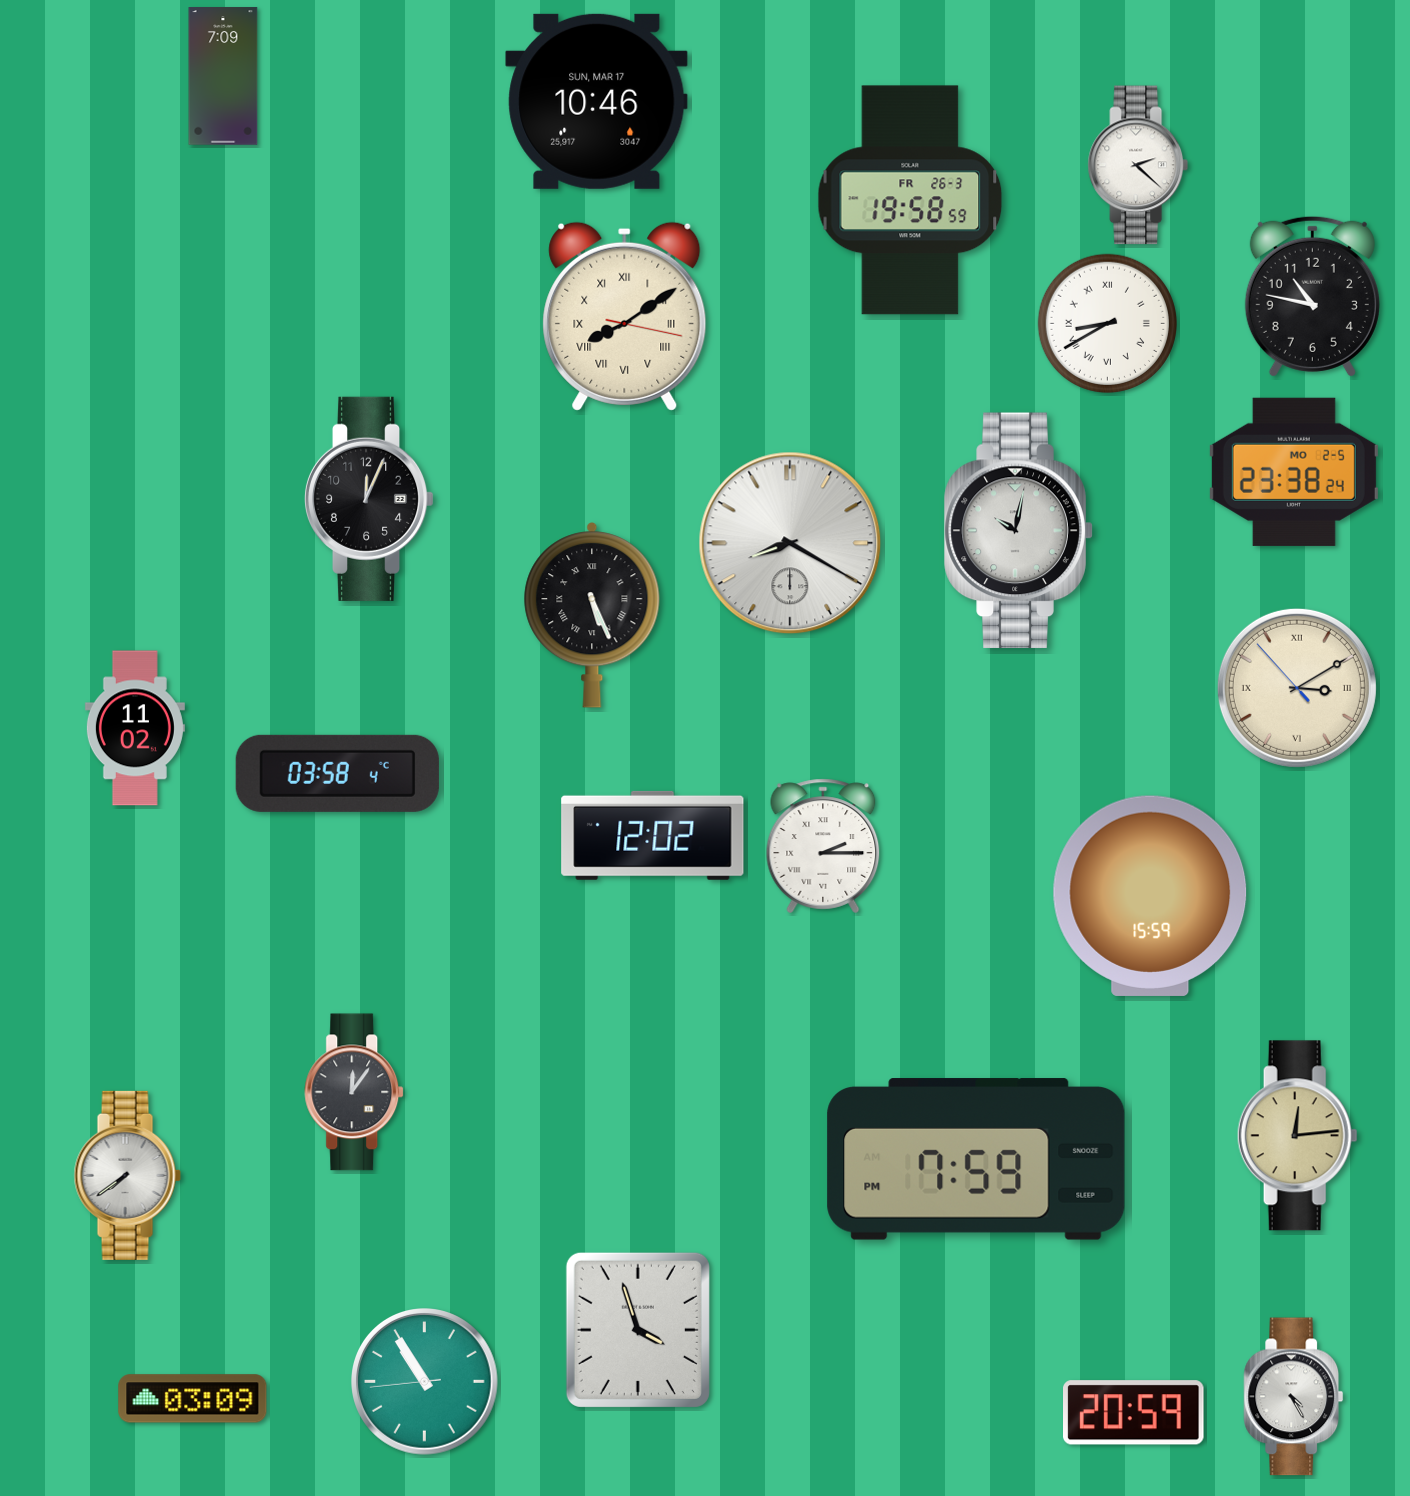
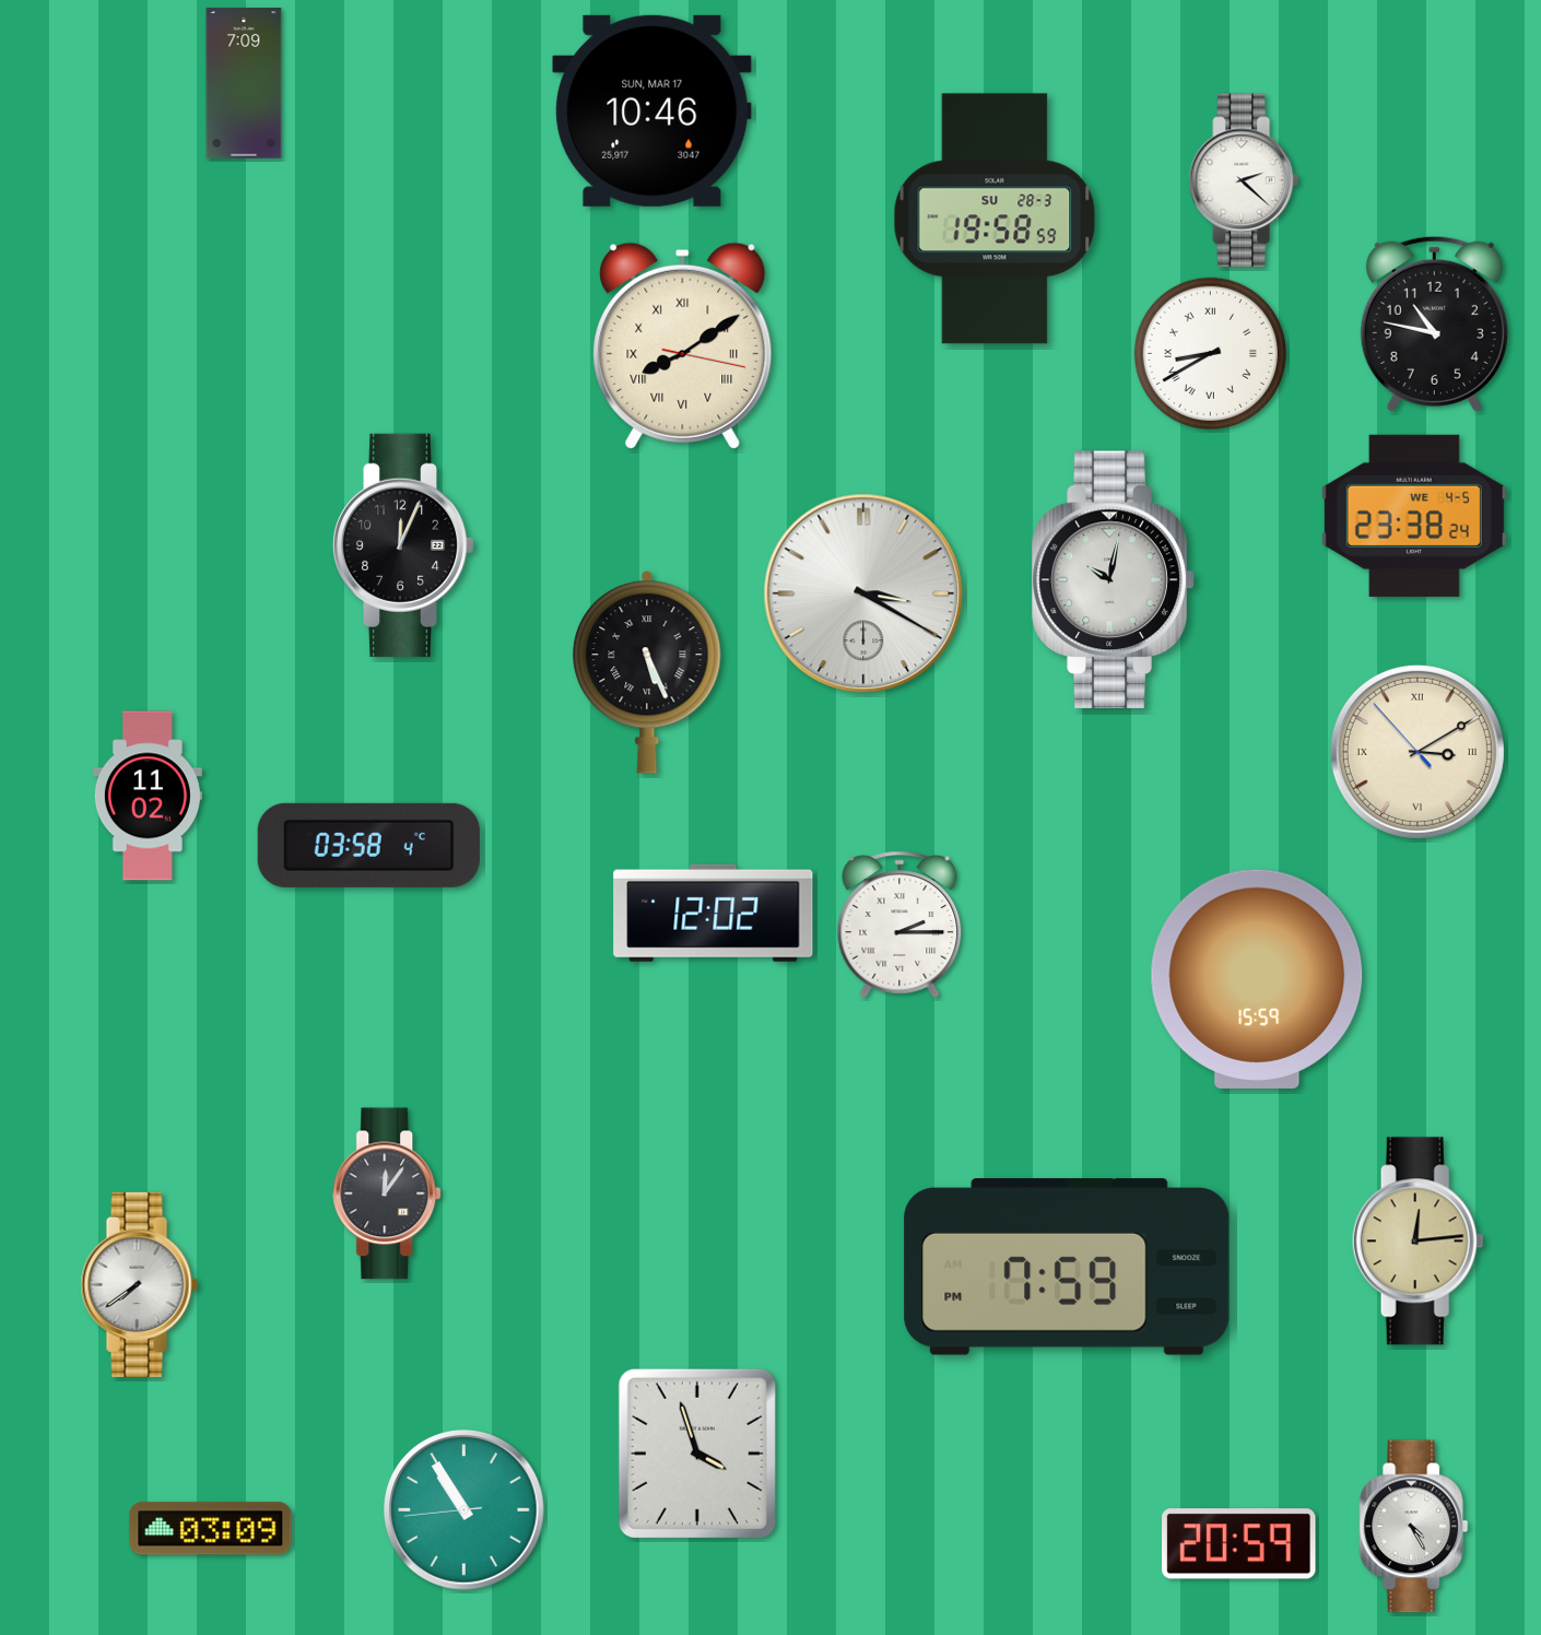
clock at (910, 200) date: FR 26-3 -> SU 28-3
clock at (1294, 472) date: MO 2-5 -> WE 4-5
clock at (790, 543): 8:20 -> 3:20
